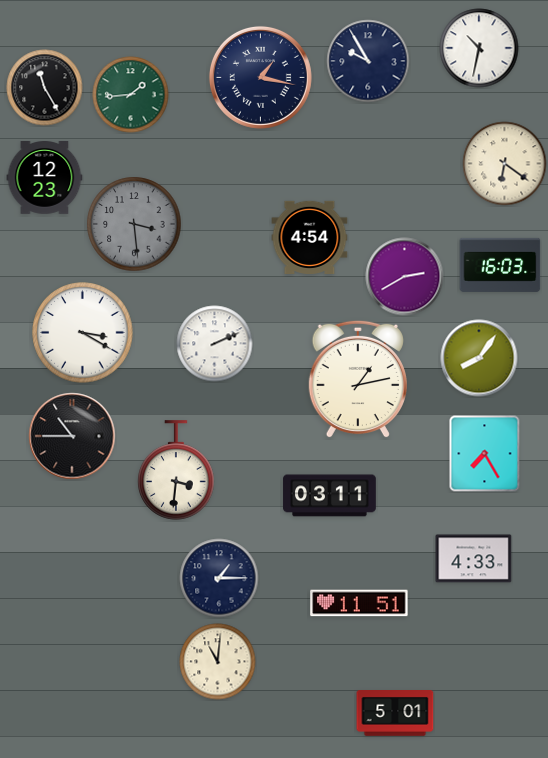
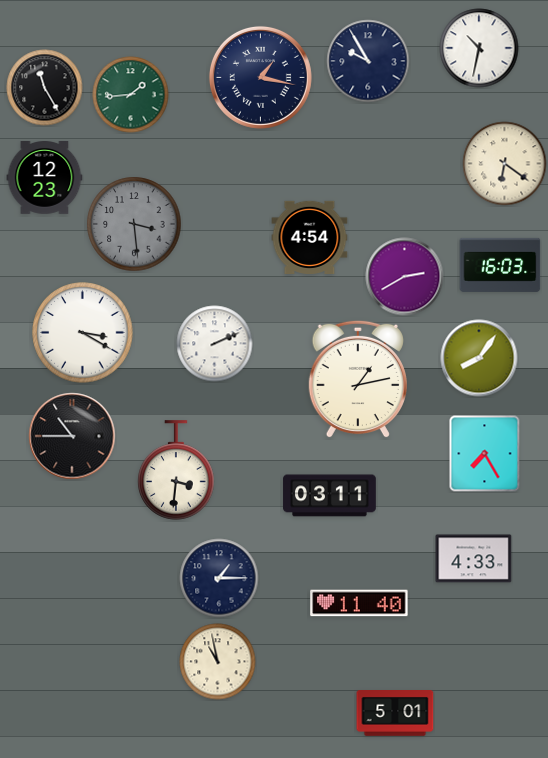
clock at (359, 603): 11:51 -> 11:40
clock at (218, 662): 11:01 -> 10:58
